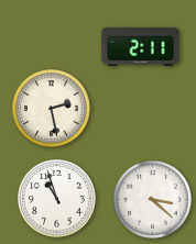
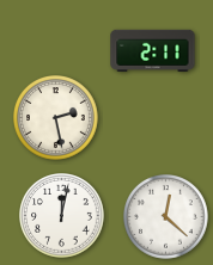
clock at (57, 199): 10:57 -> 12:02
clock at (153, 200): 3:22 -> 12:22
